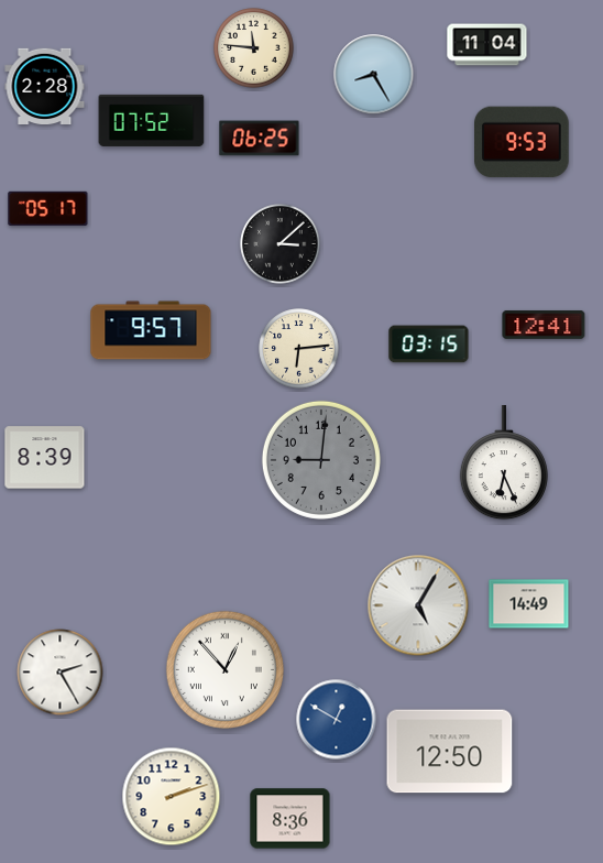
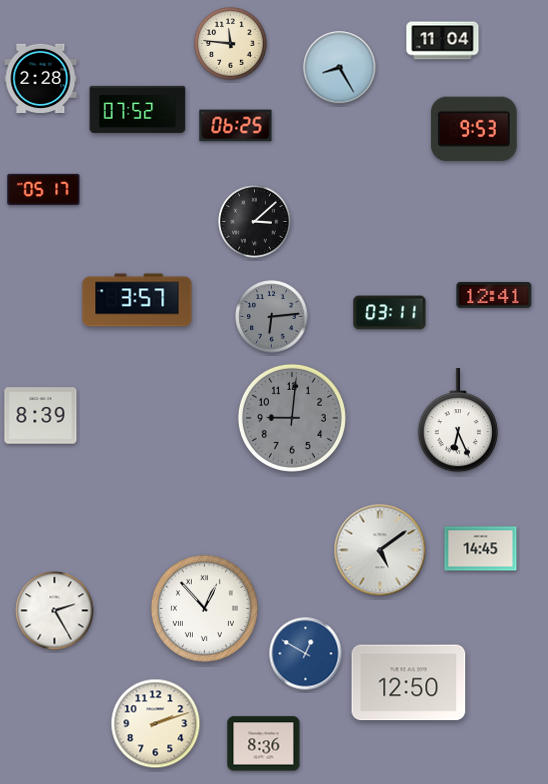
clock at (151, 330): 9:57 -> 3:57
clock at (429, 345): 03:15 -> 03:11
clock at (299, 349) dial: cream -> grey
clock at (529, 604): 14:49 -> 14:45
clock at (418, 605): 5:05 -> 5:09
